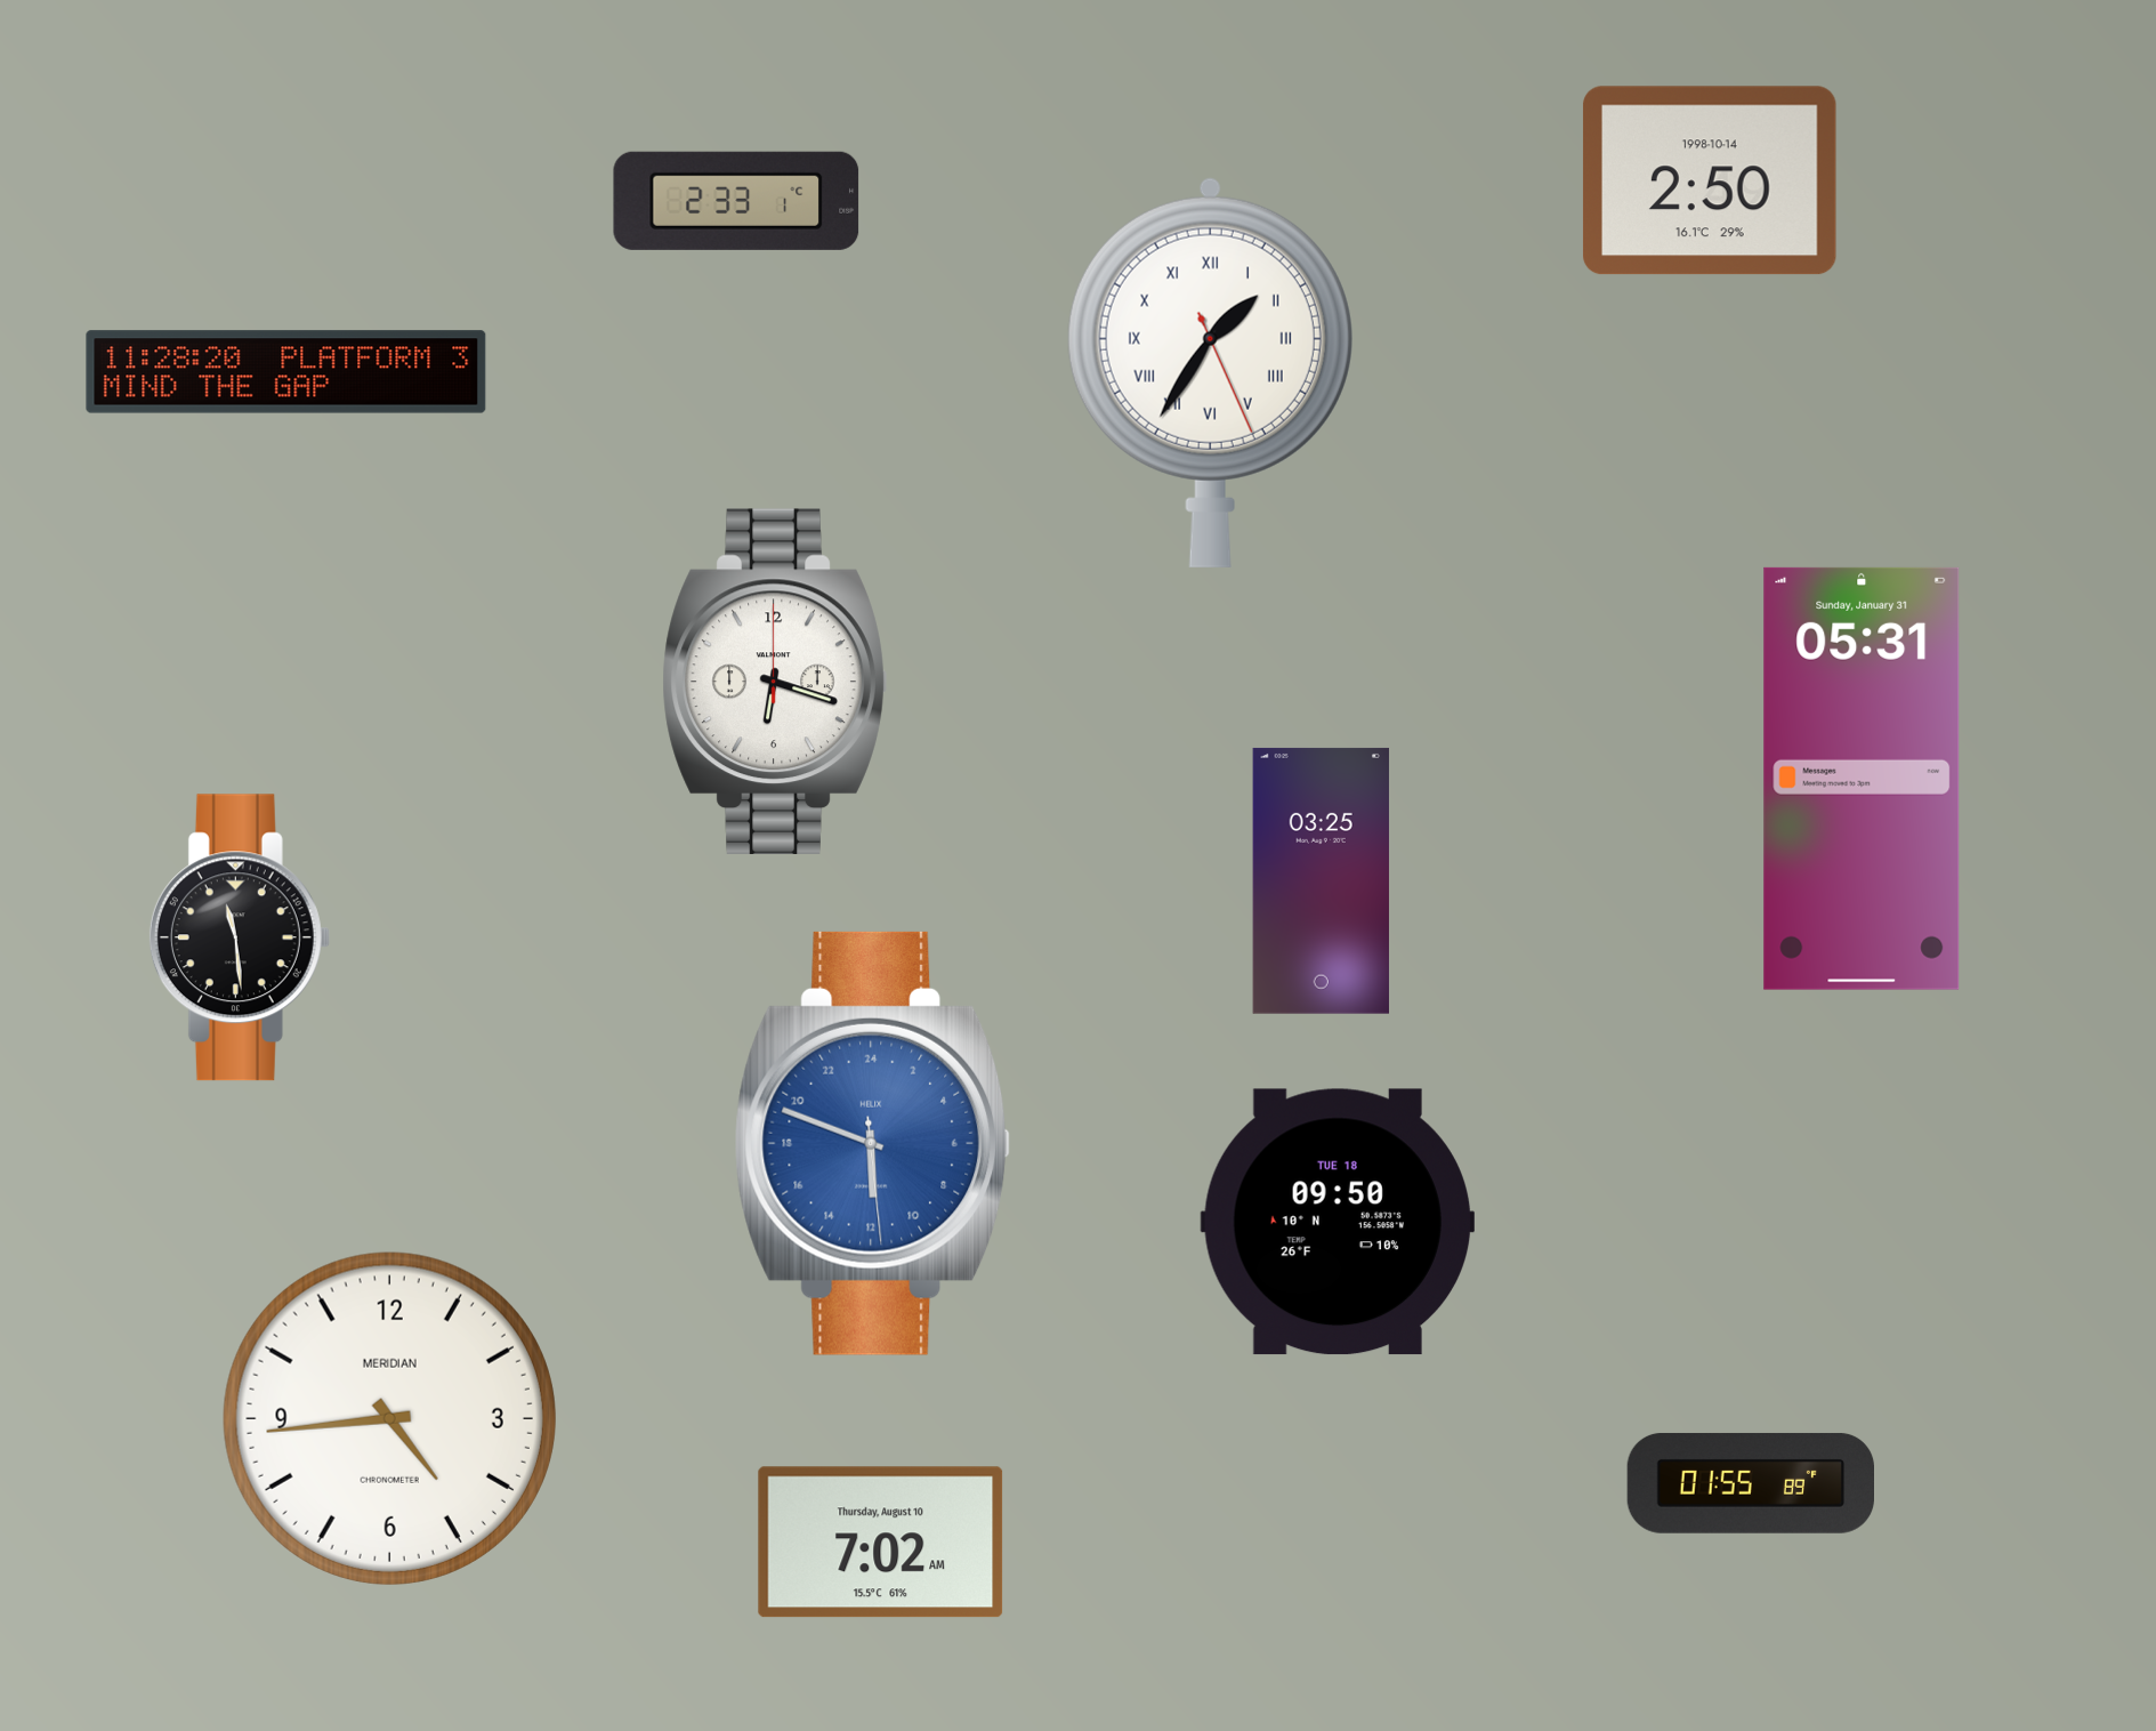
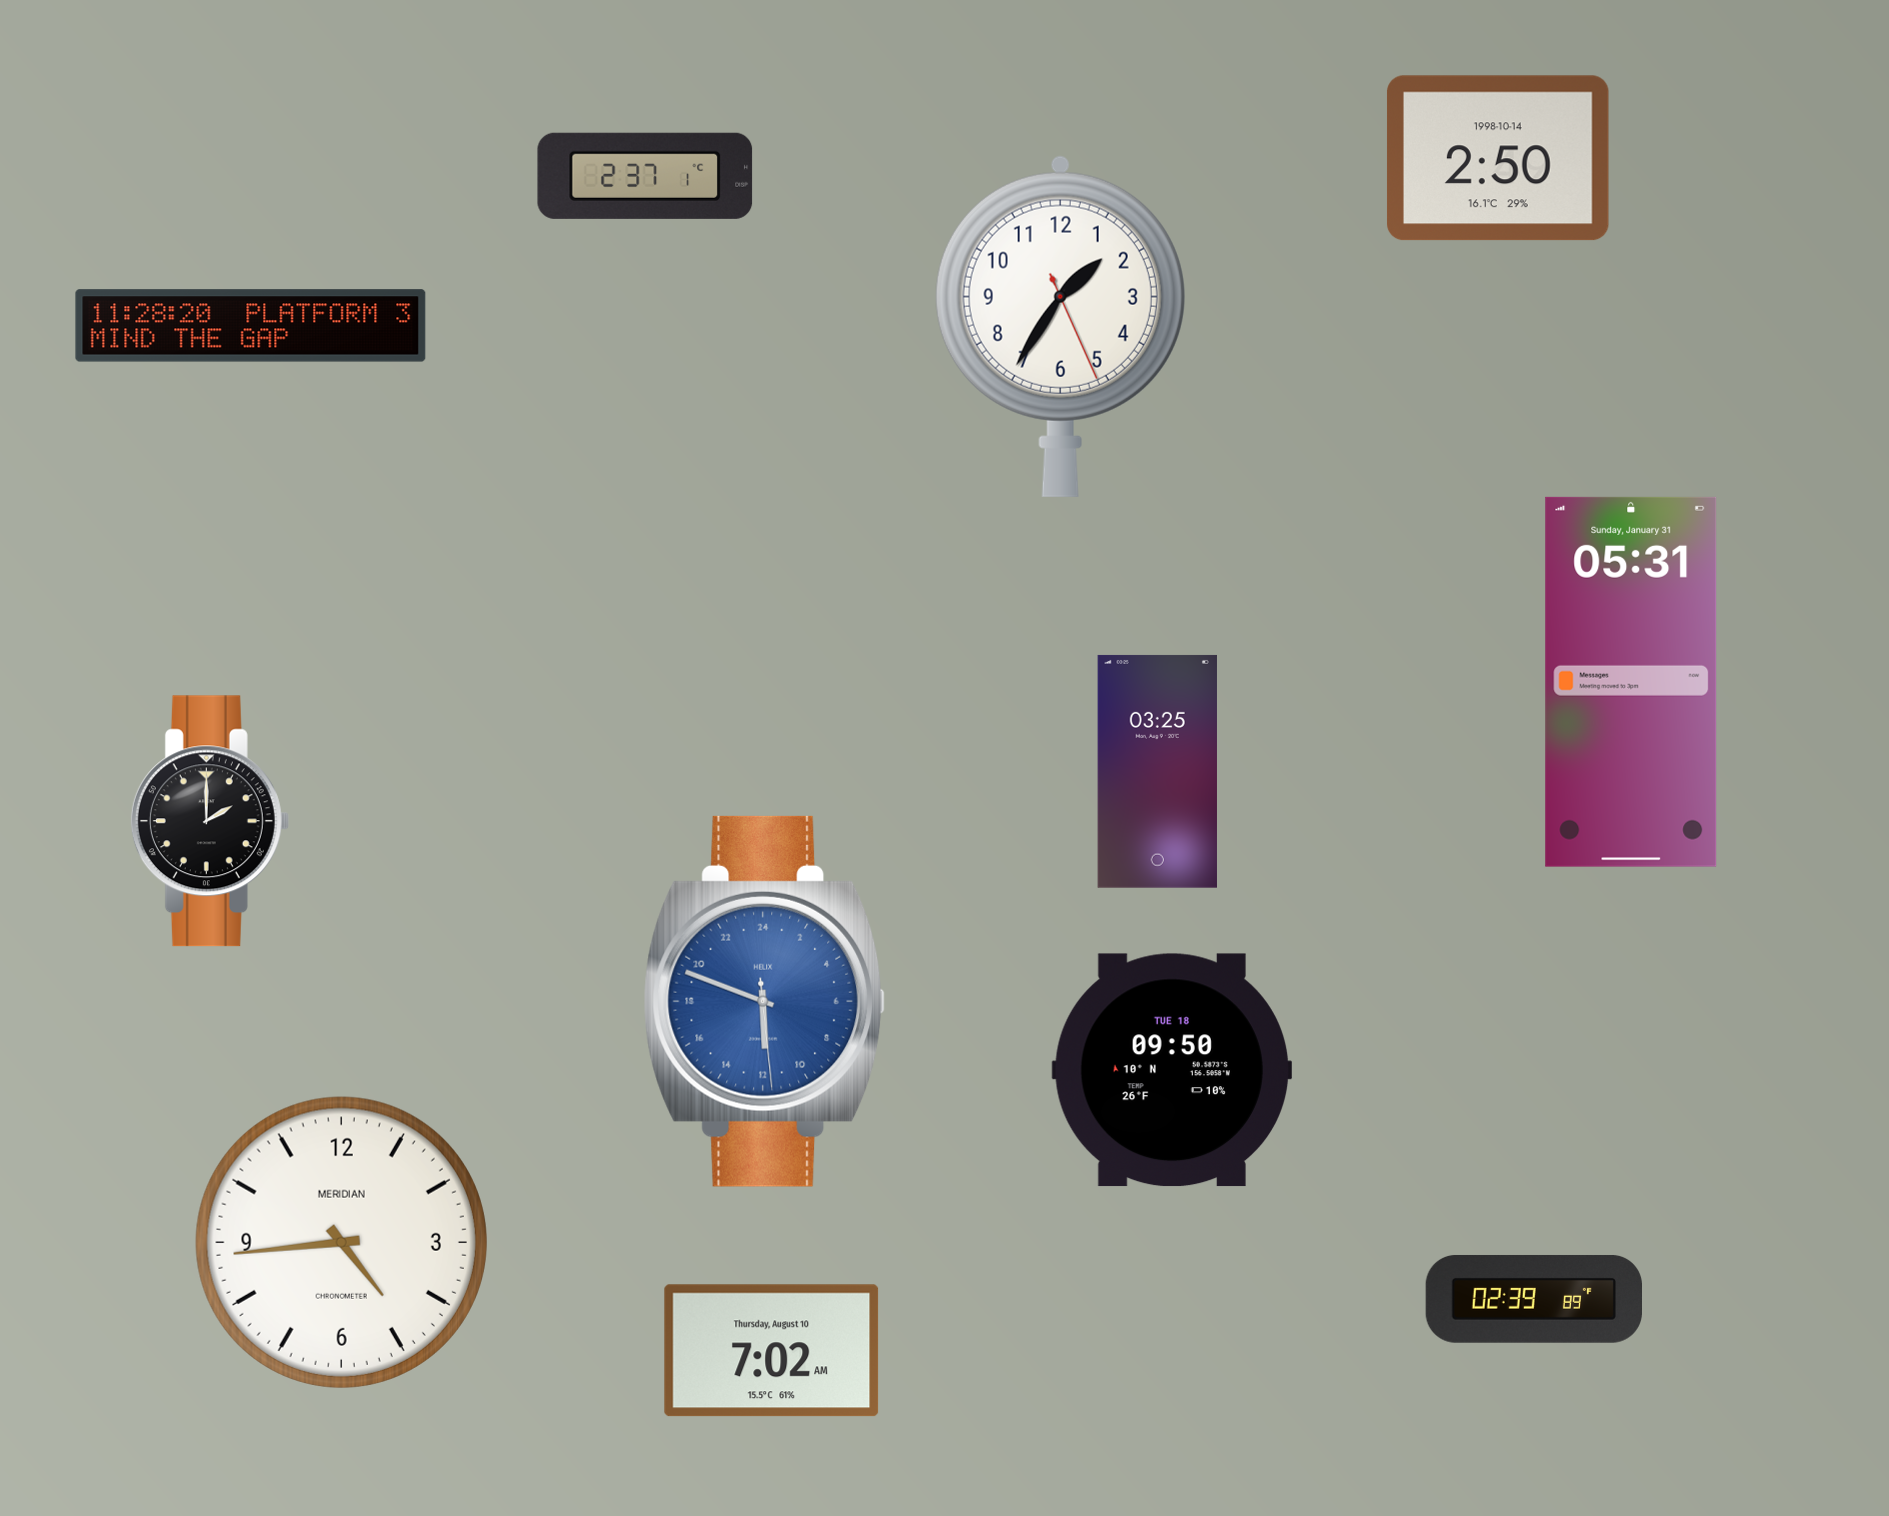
clock at (736, 201): 2:33 -> 2:37
clock at (1210, 372) numerals: Roman -> Arabic
clock at (775, 682): 6:18 -> none
clock at (240, 937): 11:29 -> 2:00
clock at (1750, 1483): 01:55 -> 02:39
